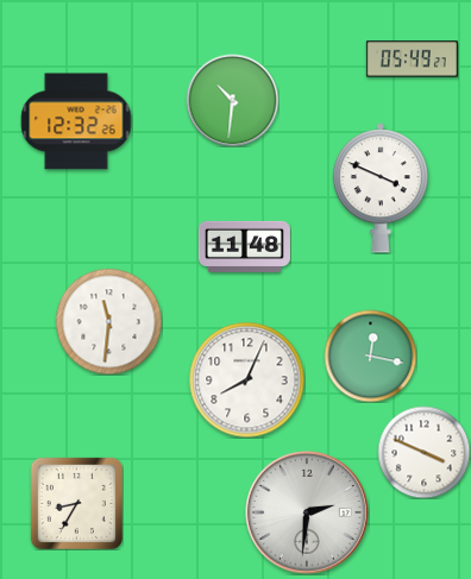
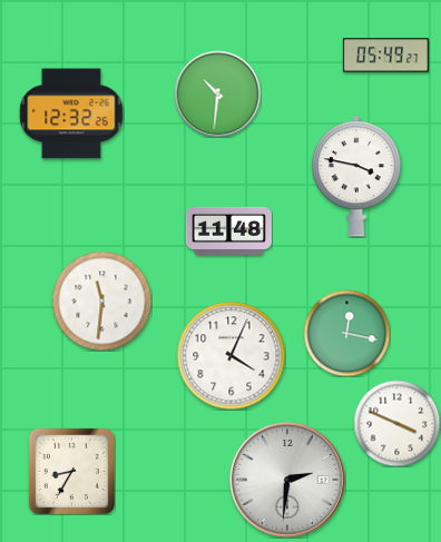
clock at (381, 188): 3:49 -> 3:47
clock at (246, 379): 8:04 -> 4:04
